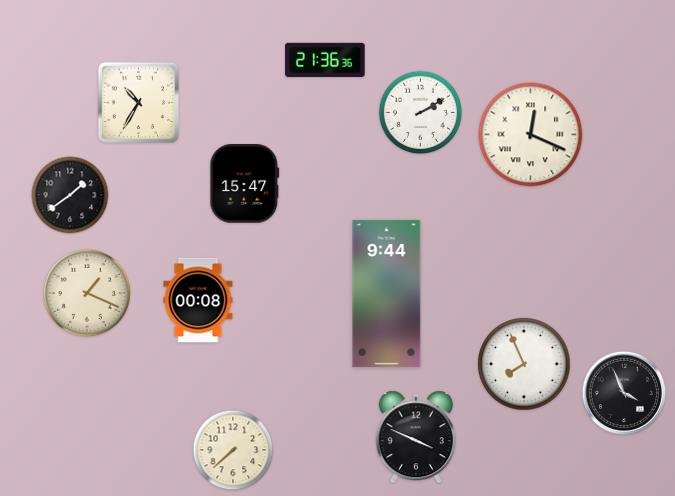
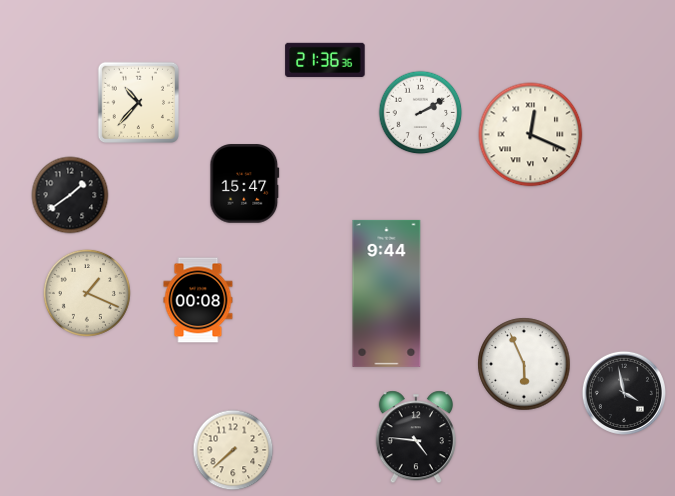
clock at (138, 102): 10:35 -> 10:37
clock at (524, 364): 7:56 -> 5:56
clock at (624, 393): 3:56 -> 3:58
clock at (416, 437): 3:49 -> 4:46
